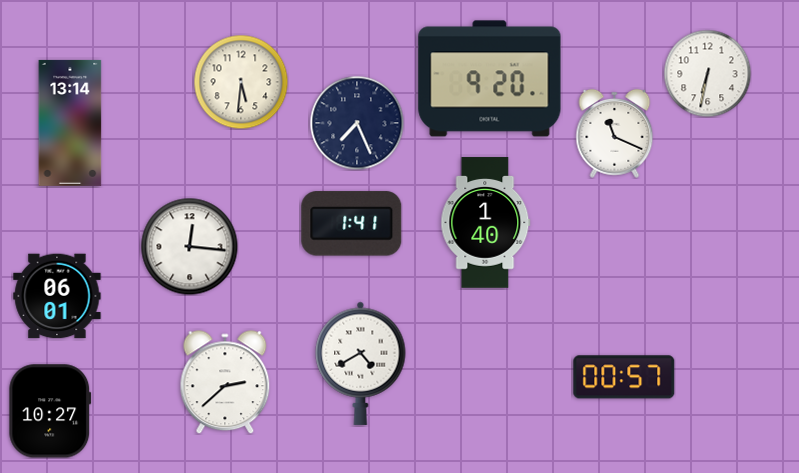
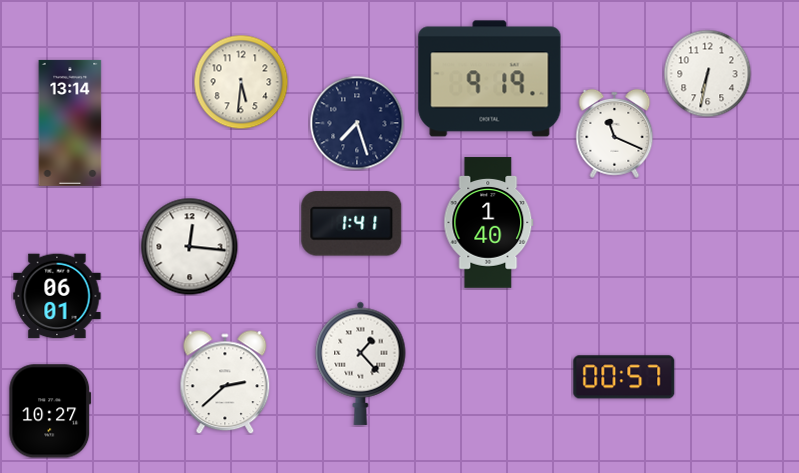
clock at (490, 79): 9:20 -> 9:19
clock at (357, 123): 7:26 -> 7:27
clock at (486, 223) position: (486, 223) -> (489, 223)
clock at (361, 363): 4:40 -> 1:23
